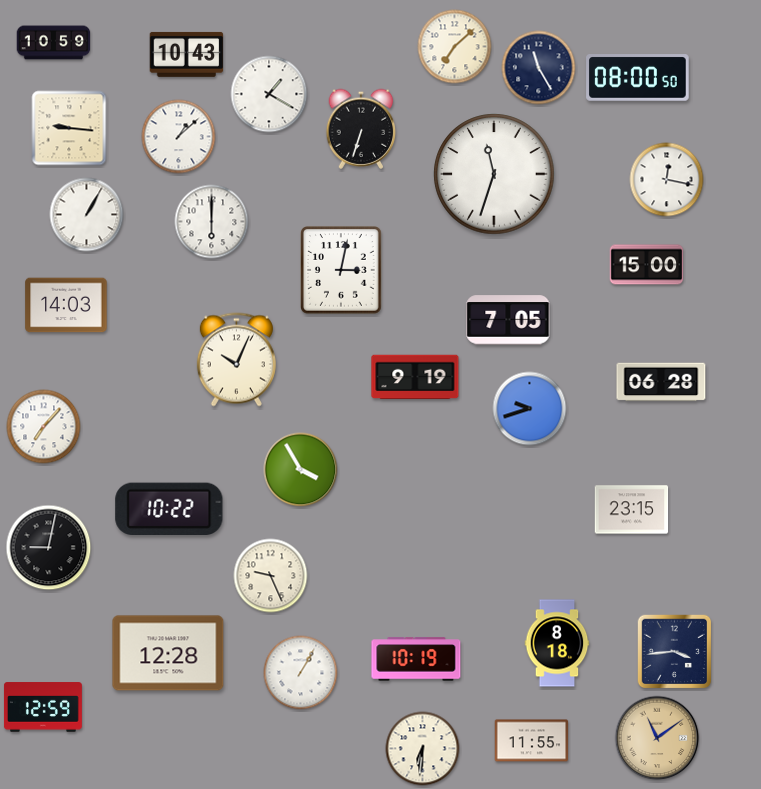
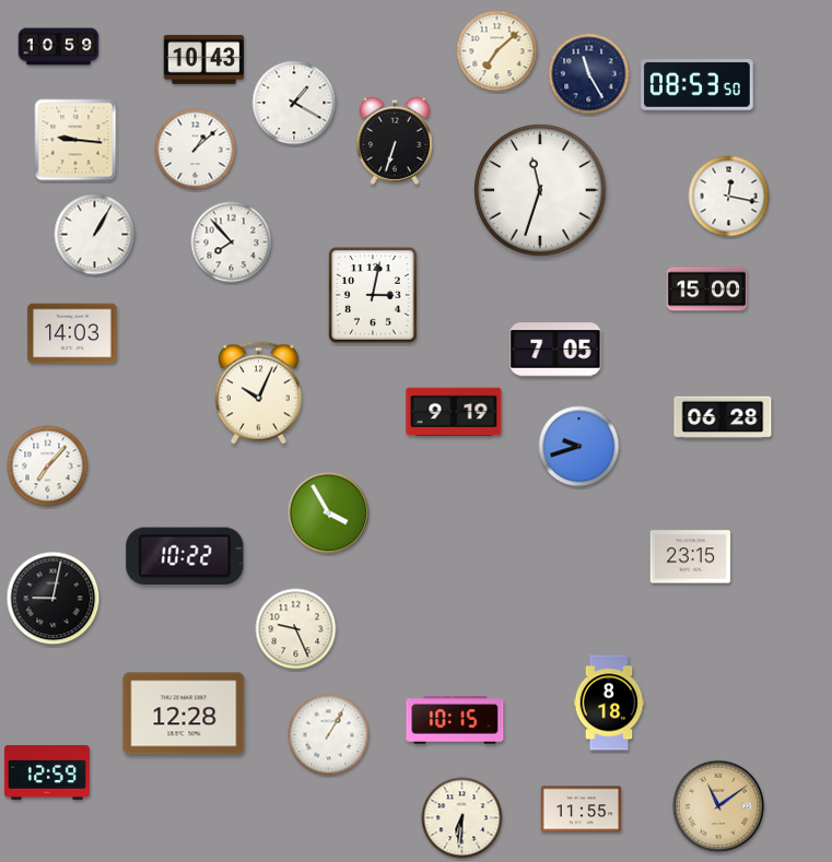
clock at (638, 78): 08:00 -> 08:53
clock at (212, 222): 6:00 -> 7:53
clock at (675, 652): 3:44 -> none
clock at (416, 659): 10:19 -> 10:15
